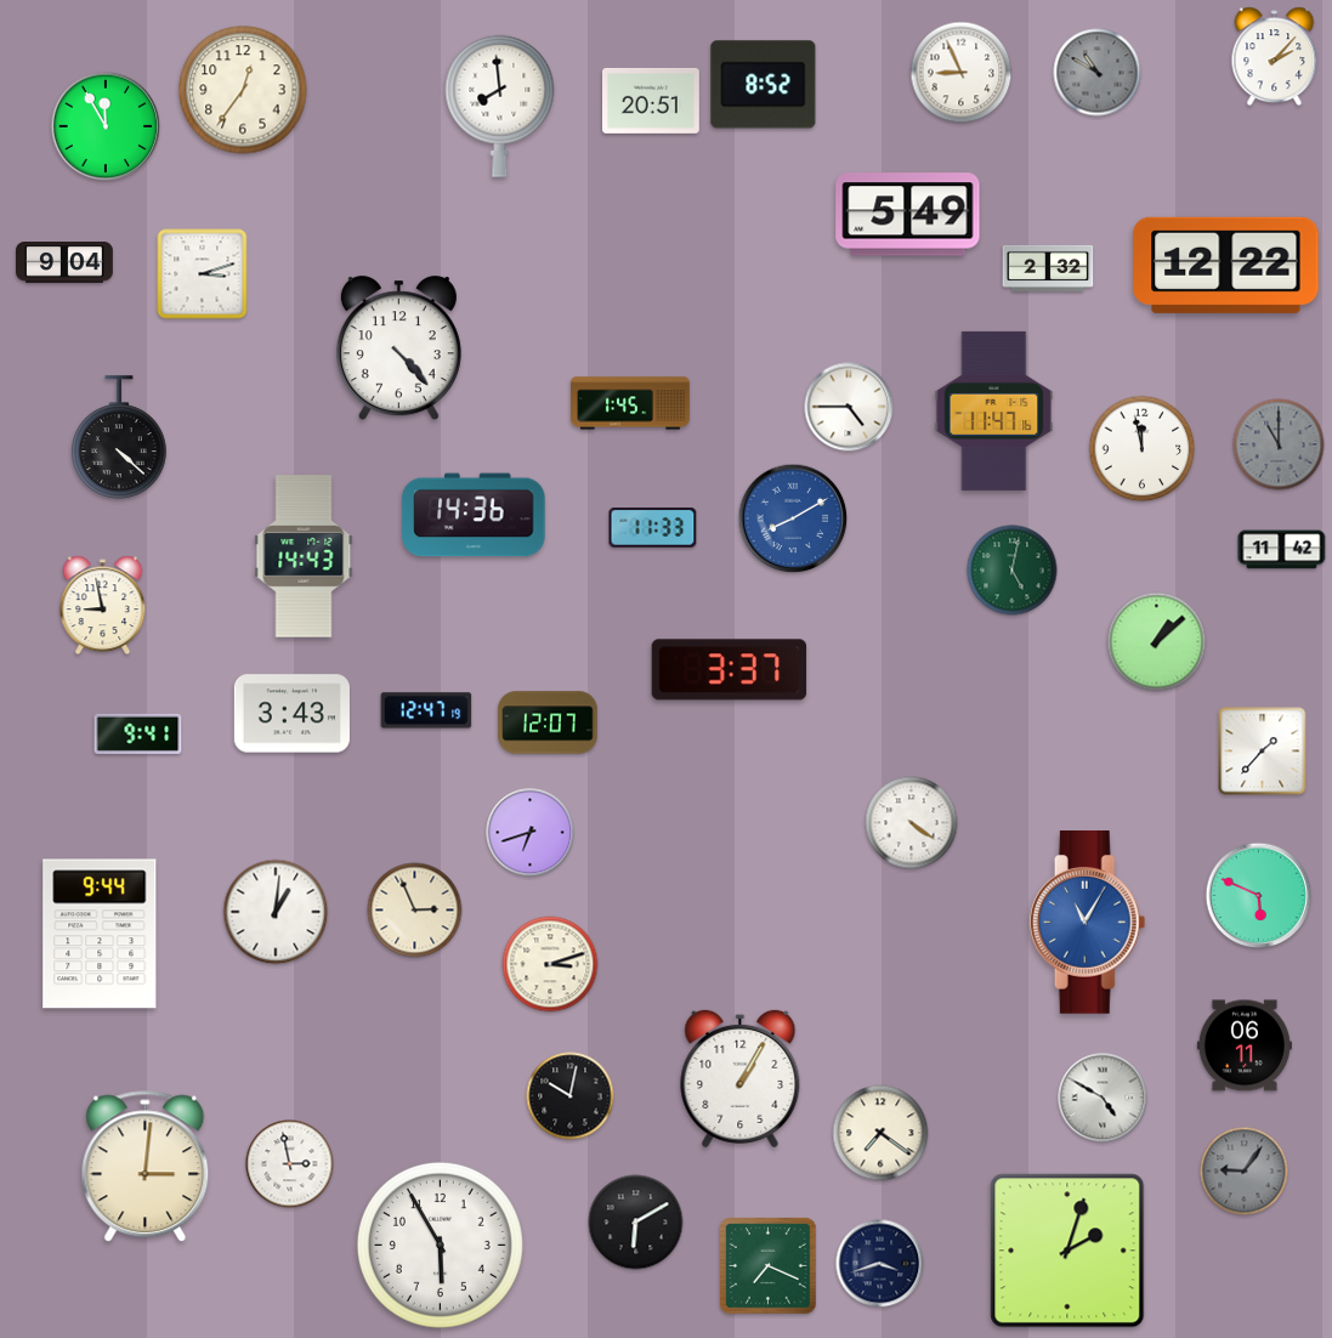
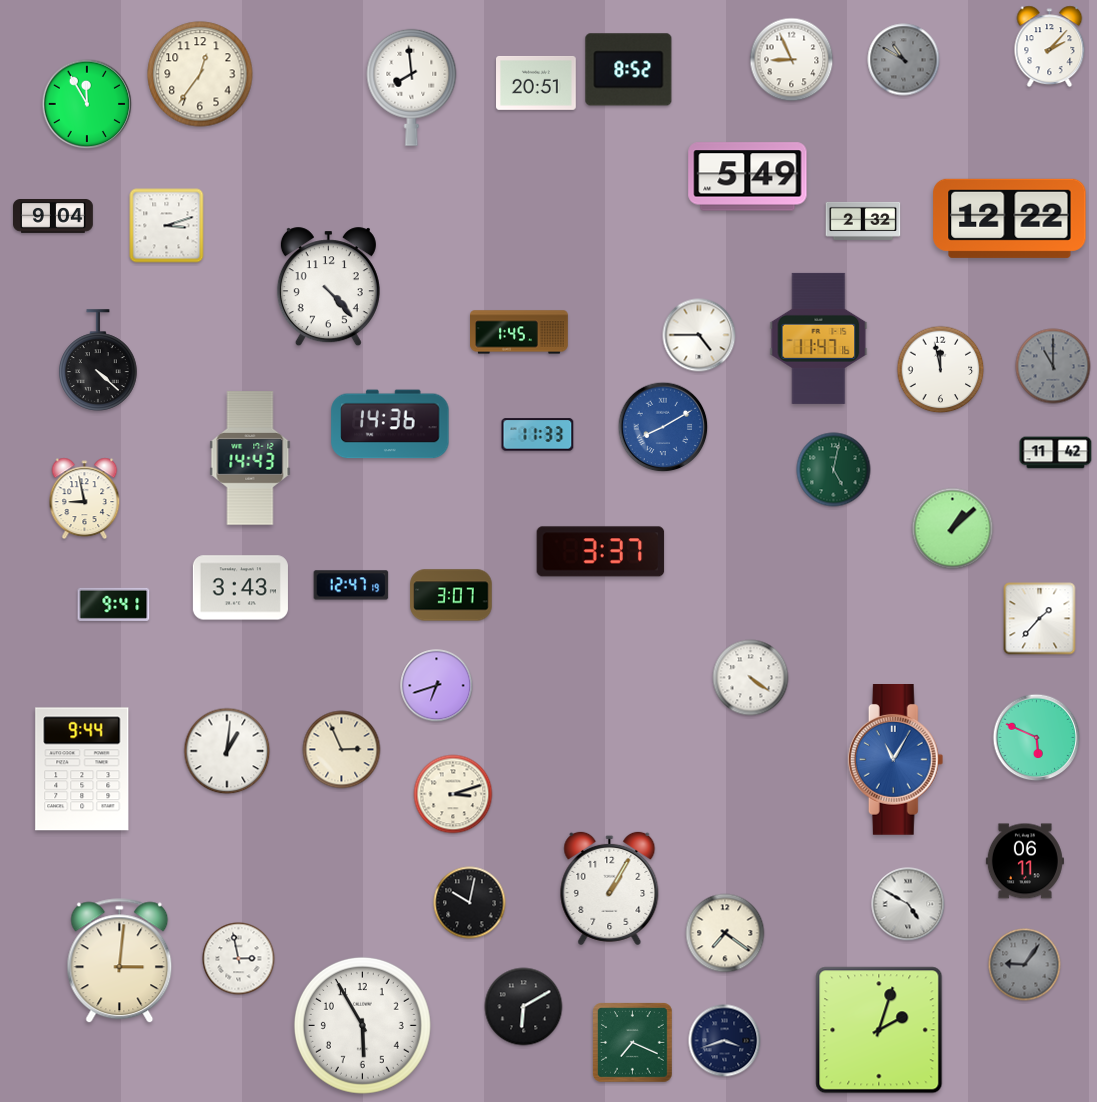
clock at (793, 518) position: (793, 518) -> (663, 427)
clock at (548, 722): 12:07 -> 3:07
